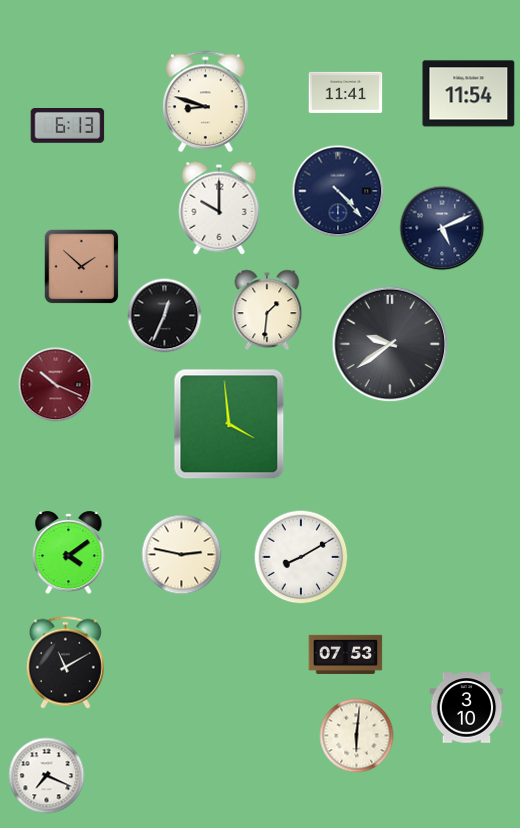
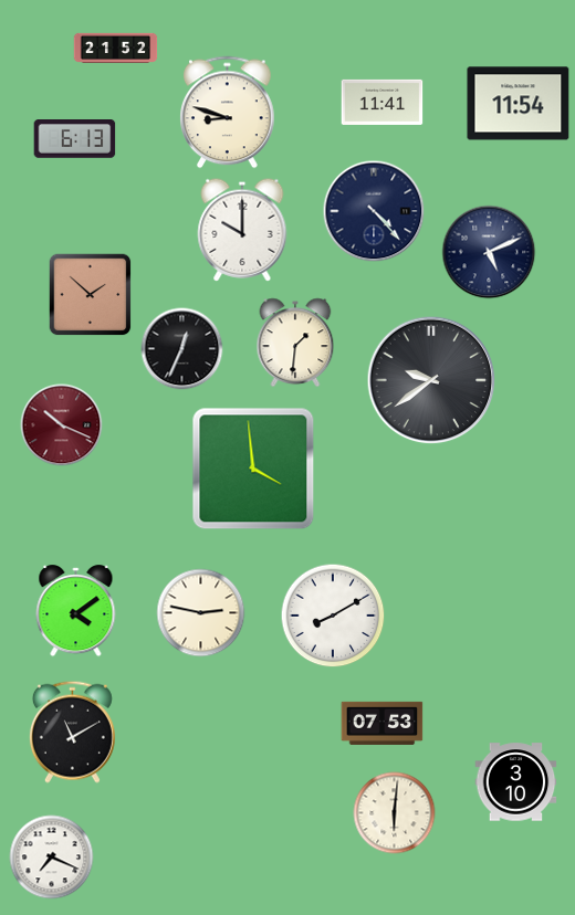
clock at (116, 49): none -> 21:52
